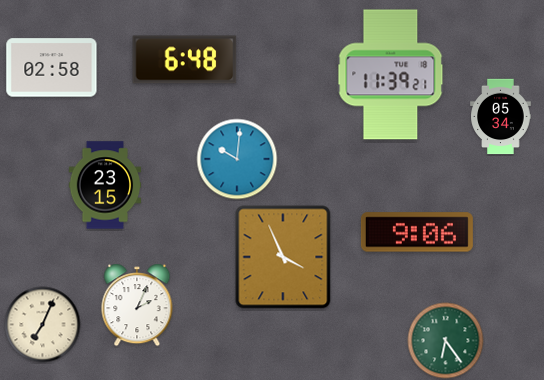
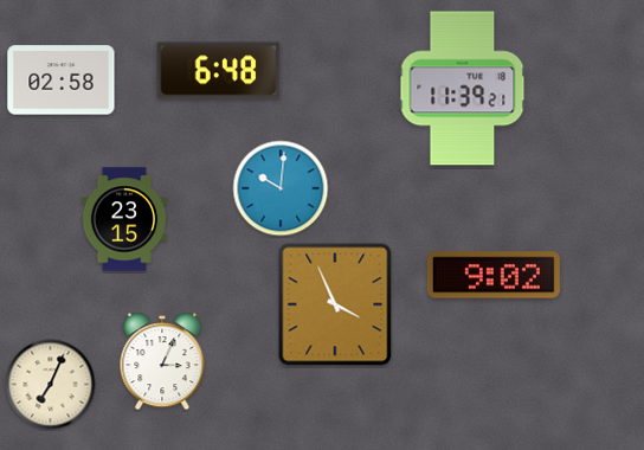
clock at (501, 117): 05:34 -> none
clock at (417, 232): 9:06 -> 9:02
clock at (137, 305): 2:04 -> 3:04
clock at (446, 341): 6:24 -> none
